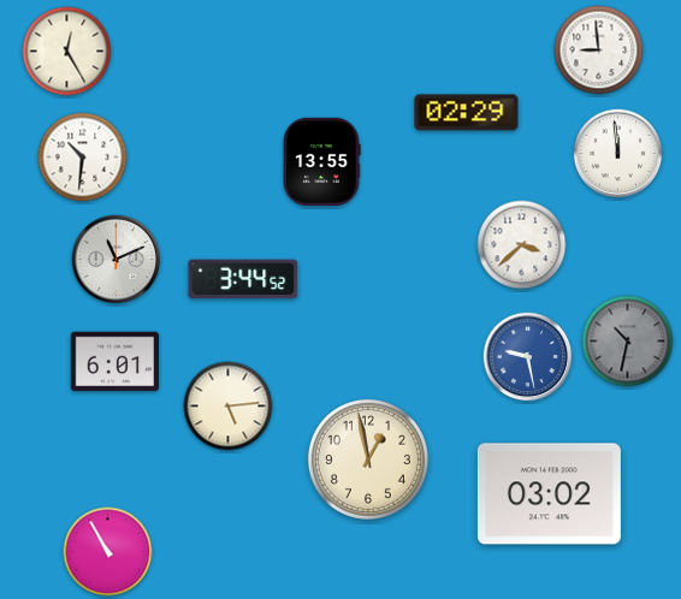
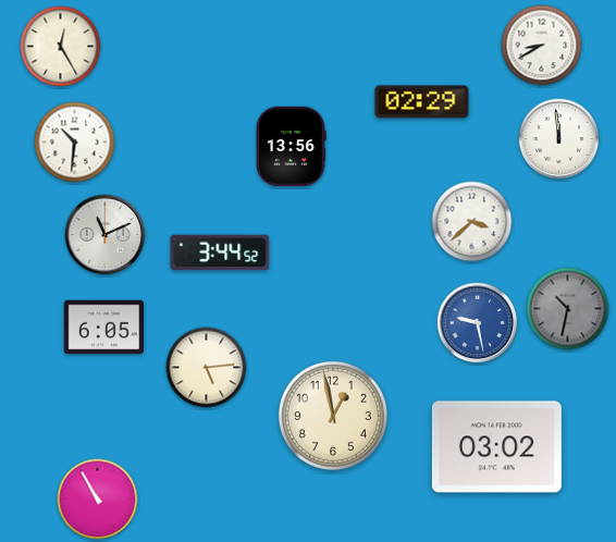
clock at (599, 51): 8:59 -> 8:40
clock at (321, 161): 13:55 -> 13:56
clock at (114, 362): 6:01 -> 6:05
